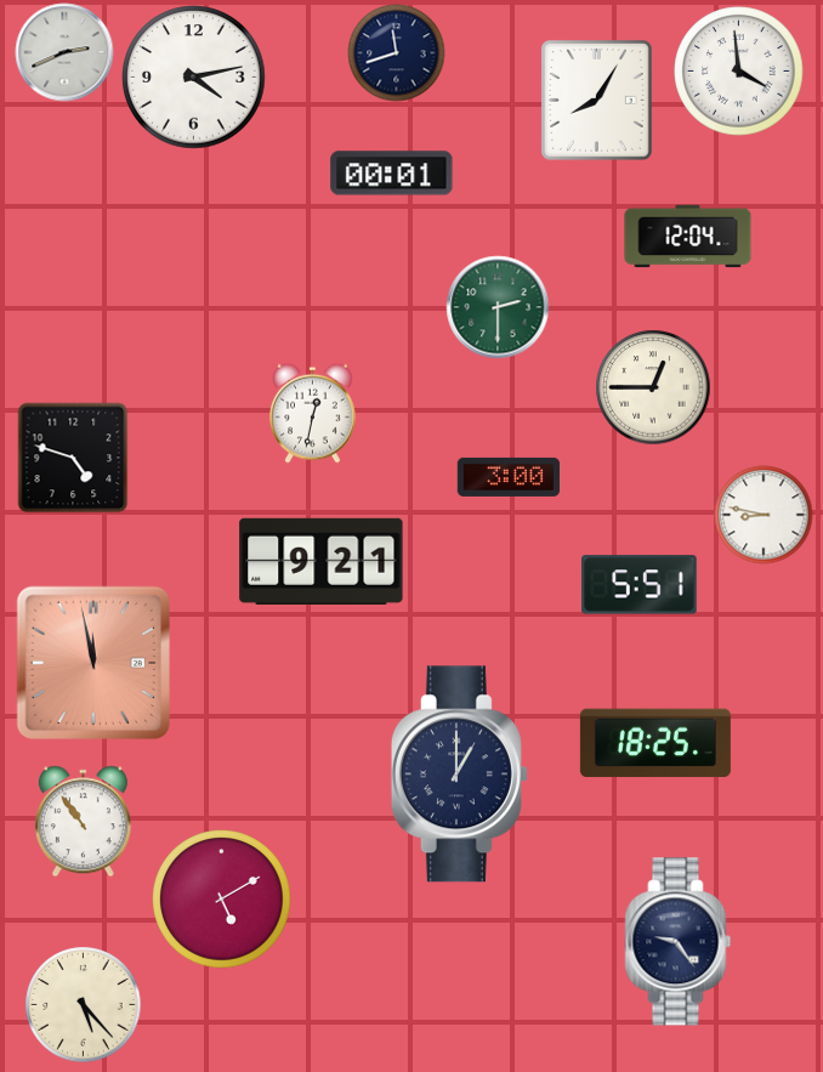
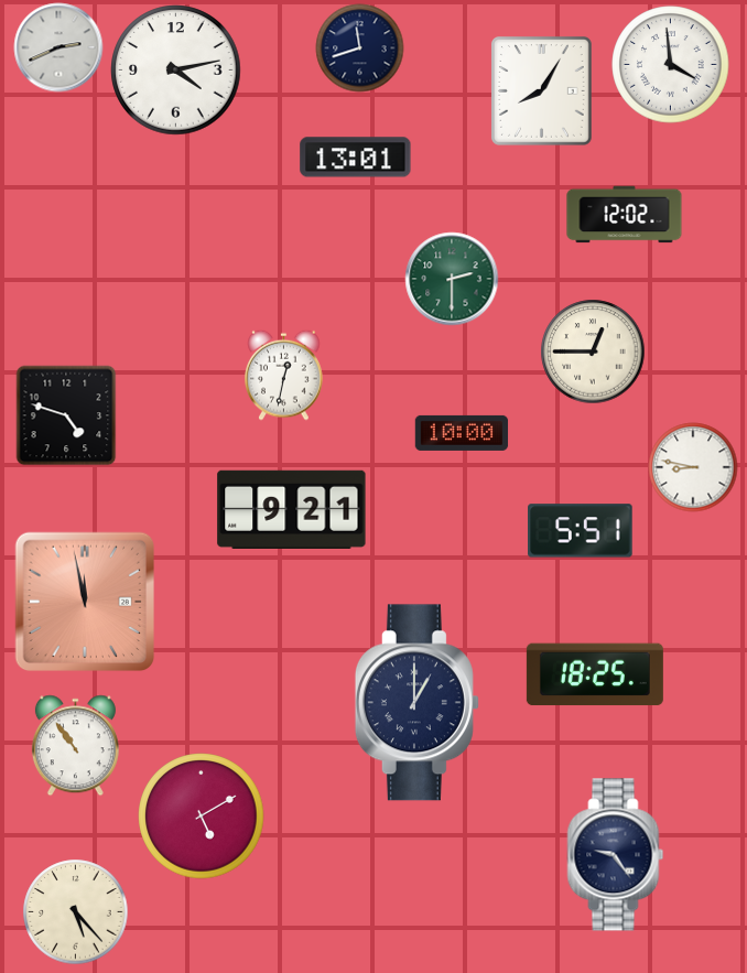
clock at (392, 174): 00:01 -> 13:01
clock at (688, 237): 12:04 -> 12:02
clock at (509, 477): 3:00 -> 10:00
